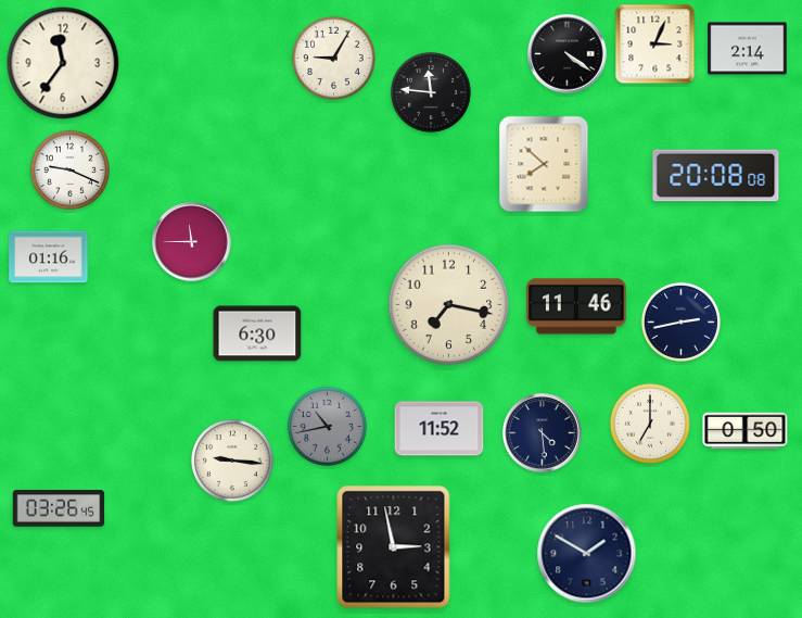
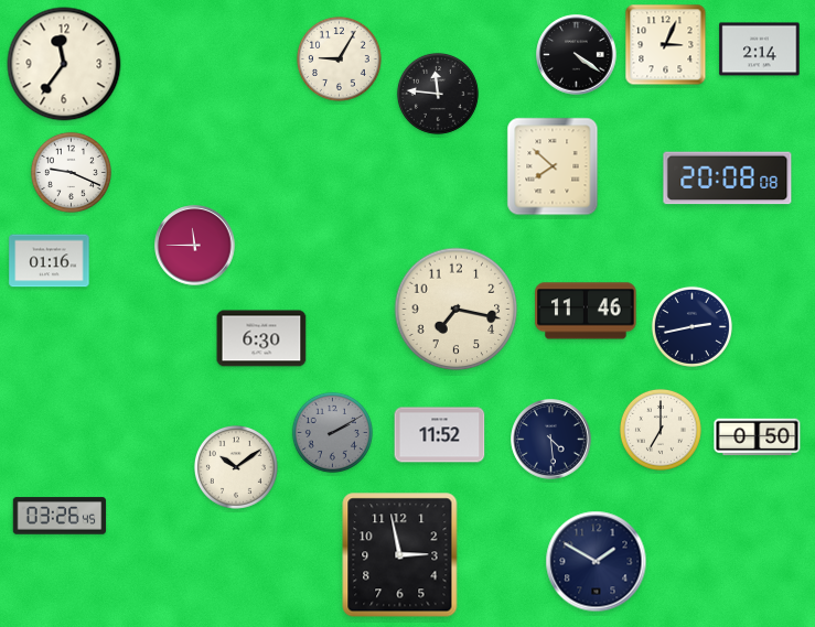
clock at (327, 426): 10:43 -> 2:10
clock at (440, 429) position: (440, 429) -> (440, 435)
clock at (232, 461): 9:16 -> 10:09
